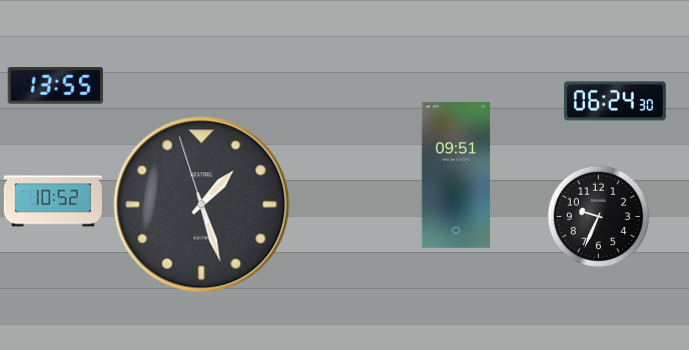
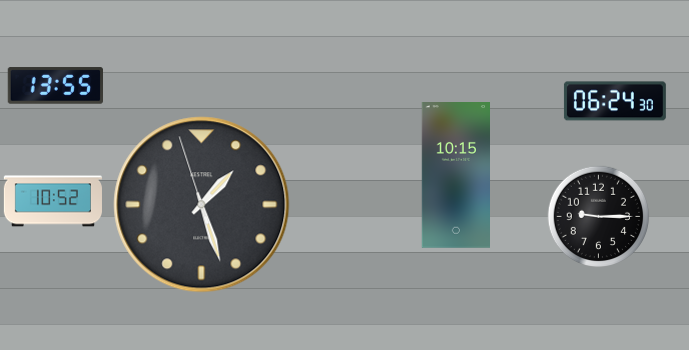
clock at (455, 176): 09:51 -> 10:15
clock at (599, 217): 9:34 -> 9:15
